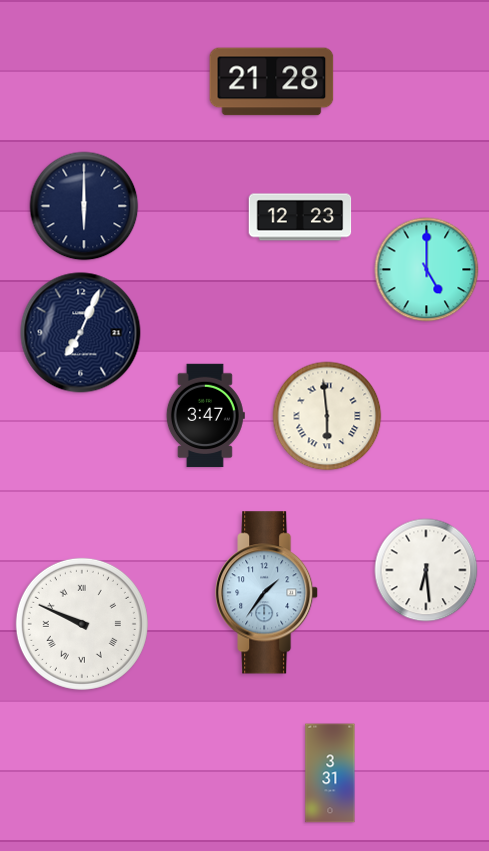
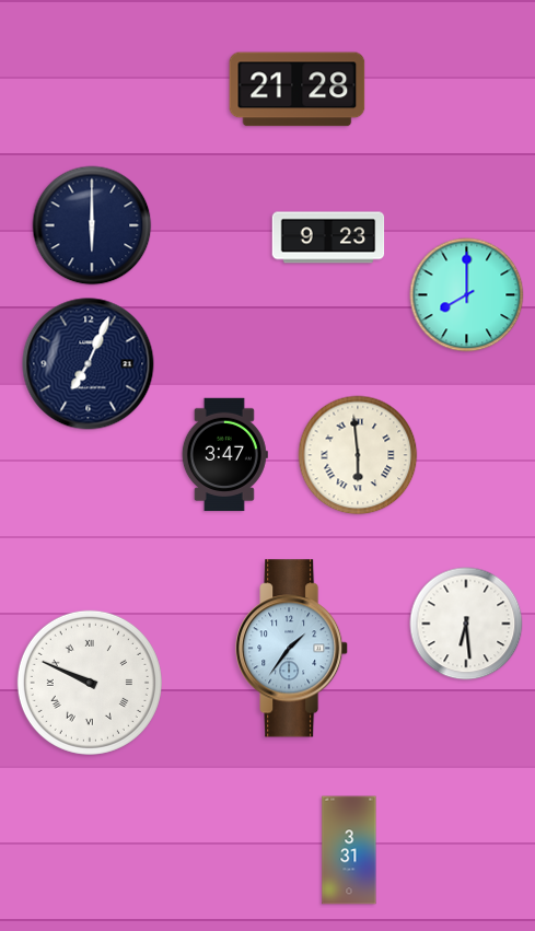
clock at (300, 217): 12:23 -> 9:23
clock at (427, 270): 5:00 -> 8:00
clock at (330, 773) position: (330, 773) -> (349, 850)
